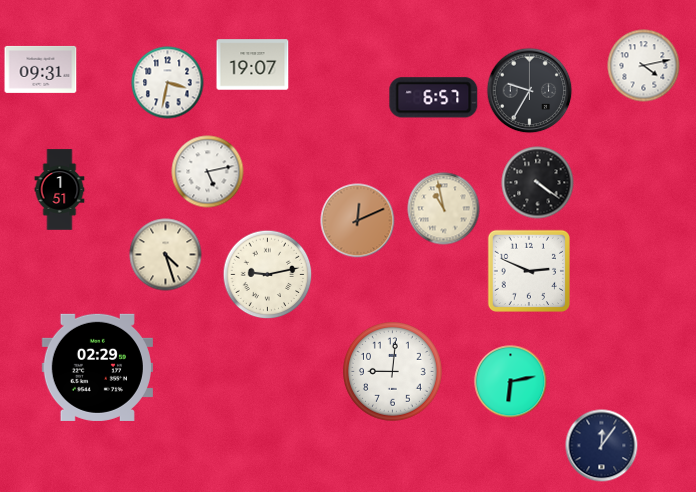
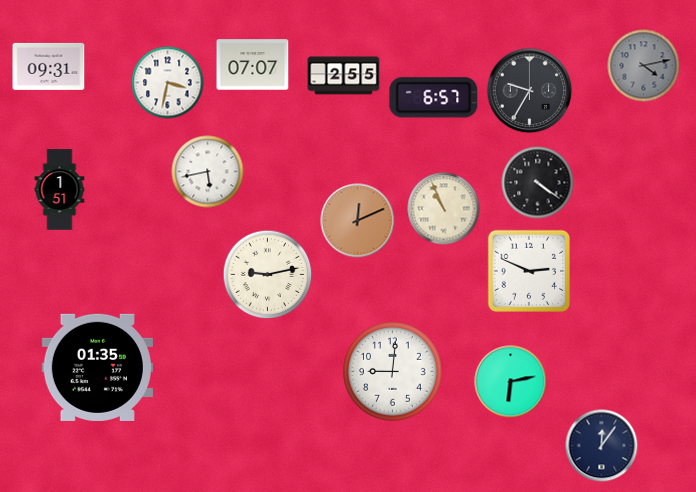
clock at (253, 65): 19:07 -> 07:07
clock at (644, 66) dial: white -> grey
clock at (41, 69) position: (41, 69) -> (49, 66)
clock at (344, 76): none -> 2:55
clock at (208, 172): 5:13 -> 5:43
clock at (444, 209): 10:58 -> 10:56
clock at (166, 255): 4:27 -> none
clock at (97, 367): 02:29 -> 01:35
